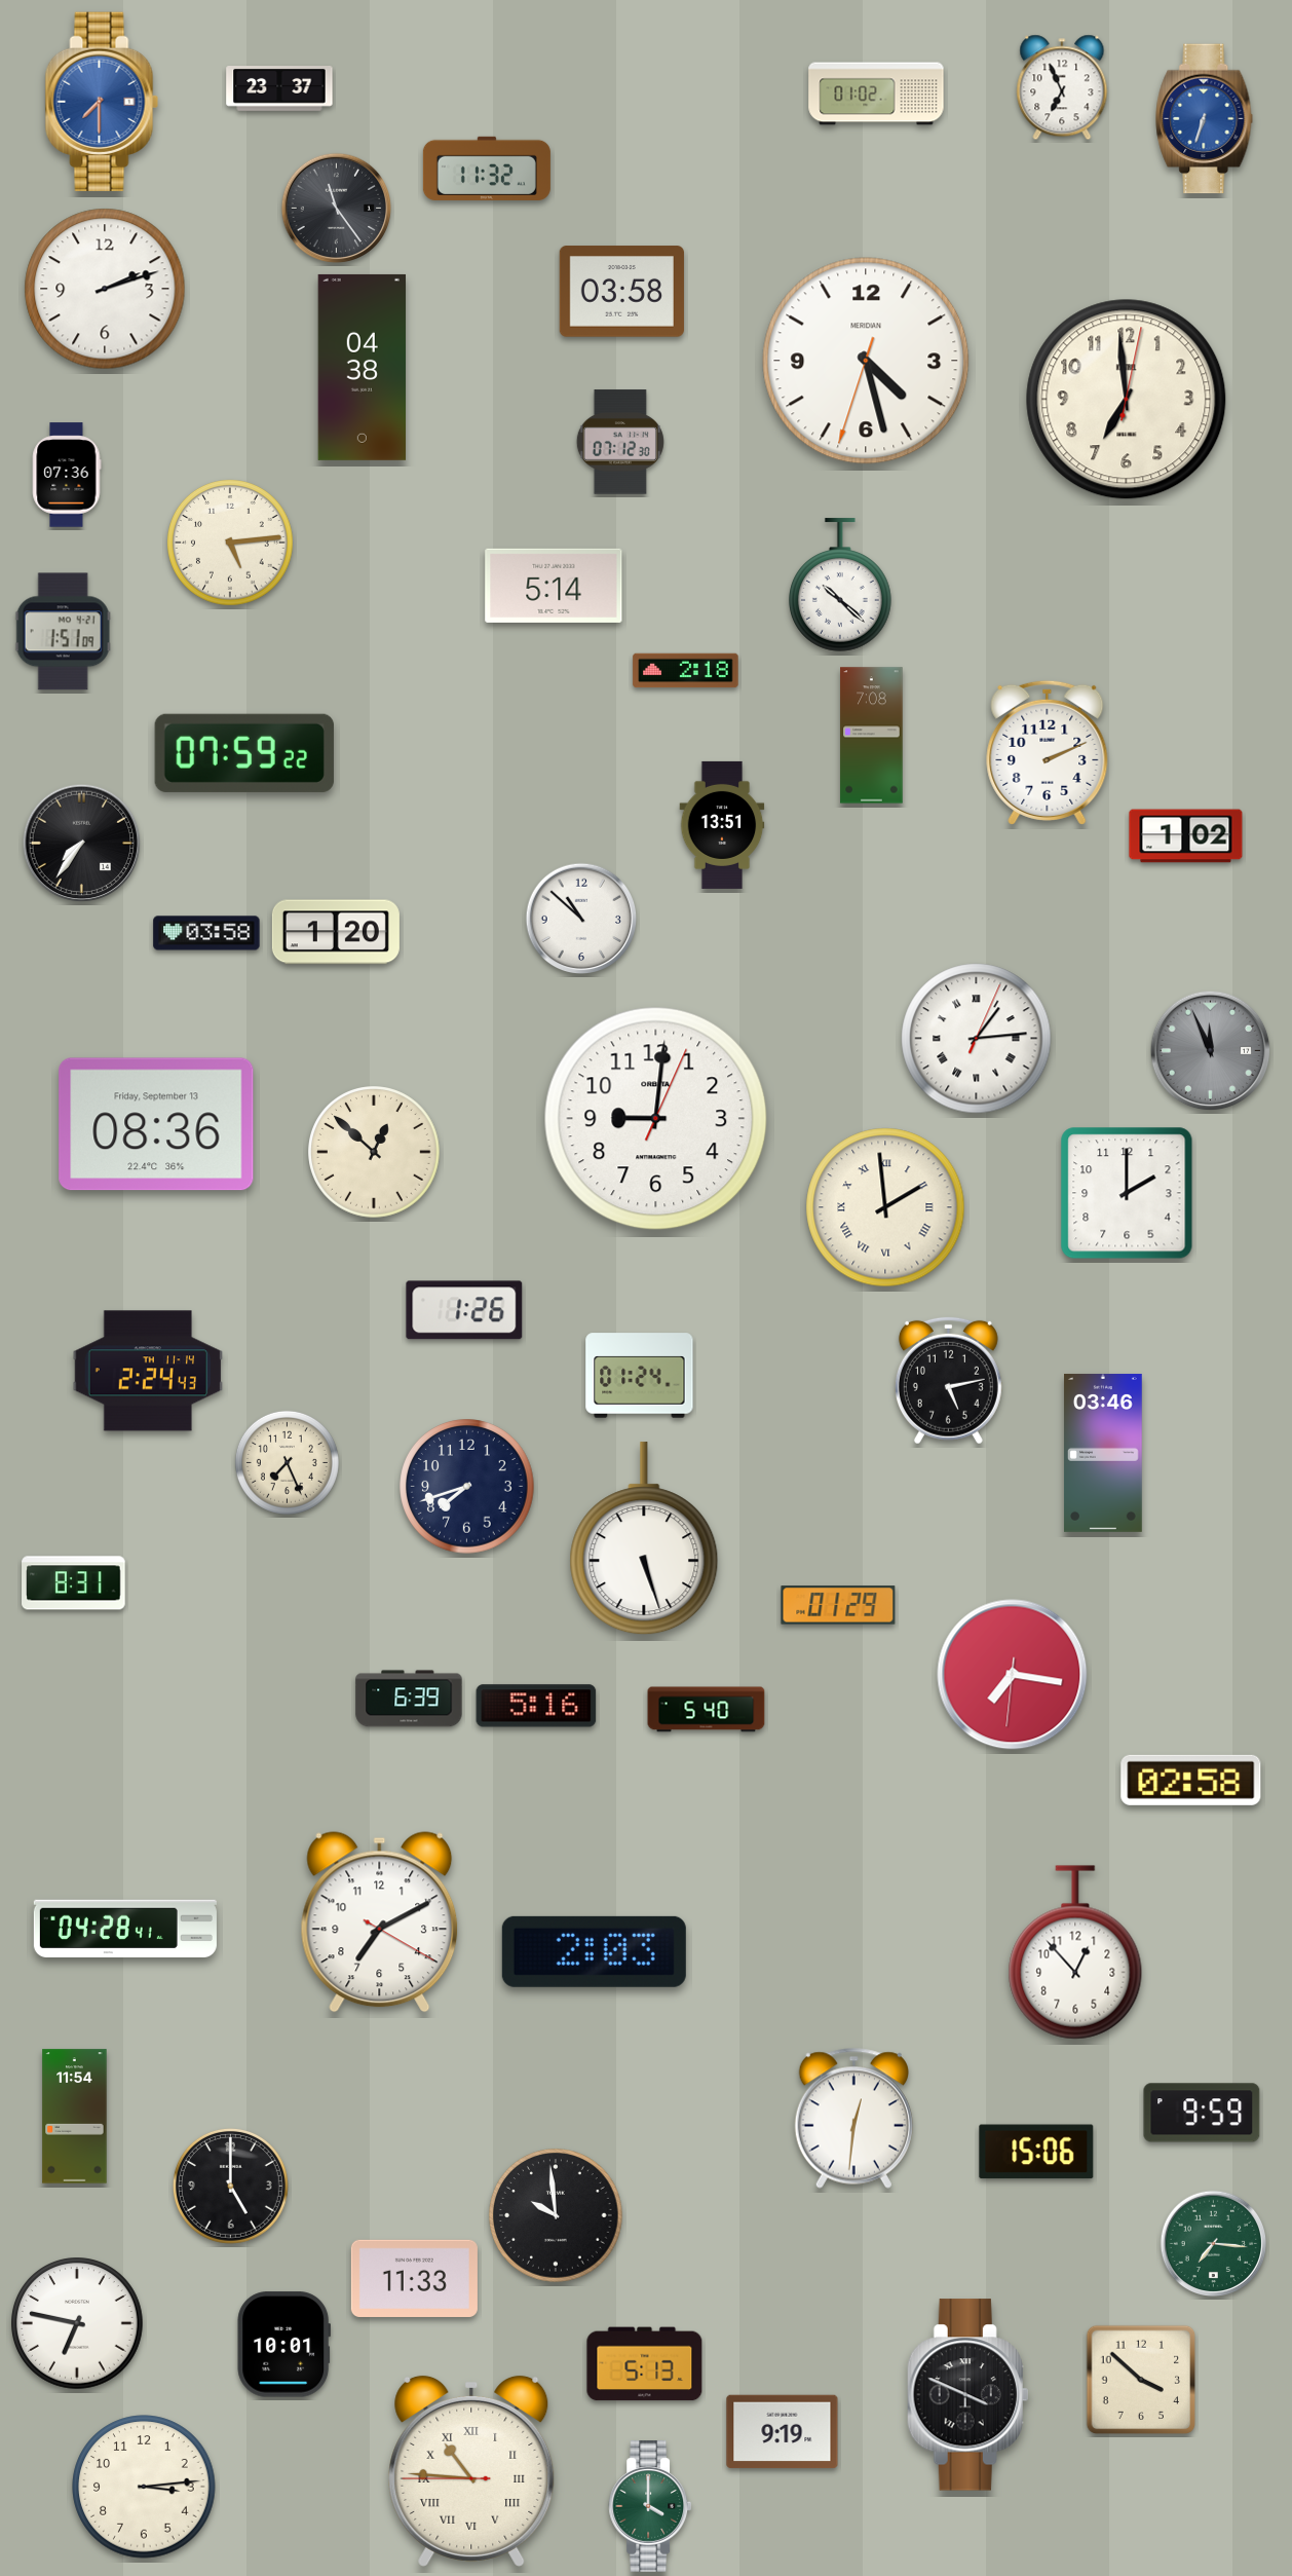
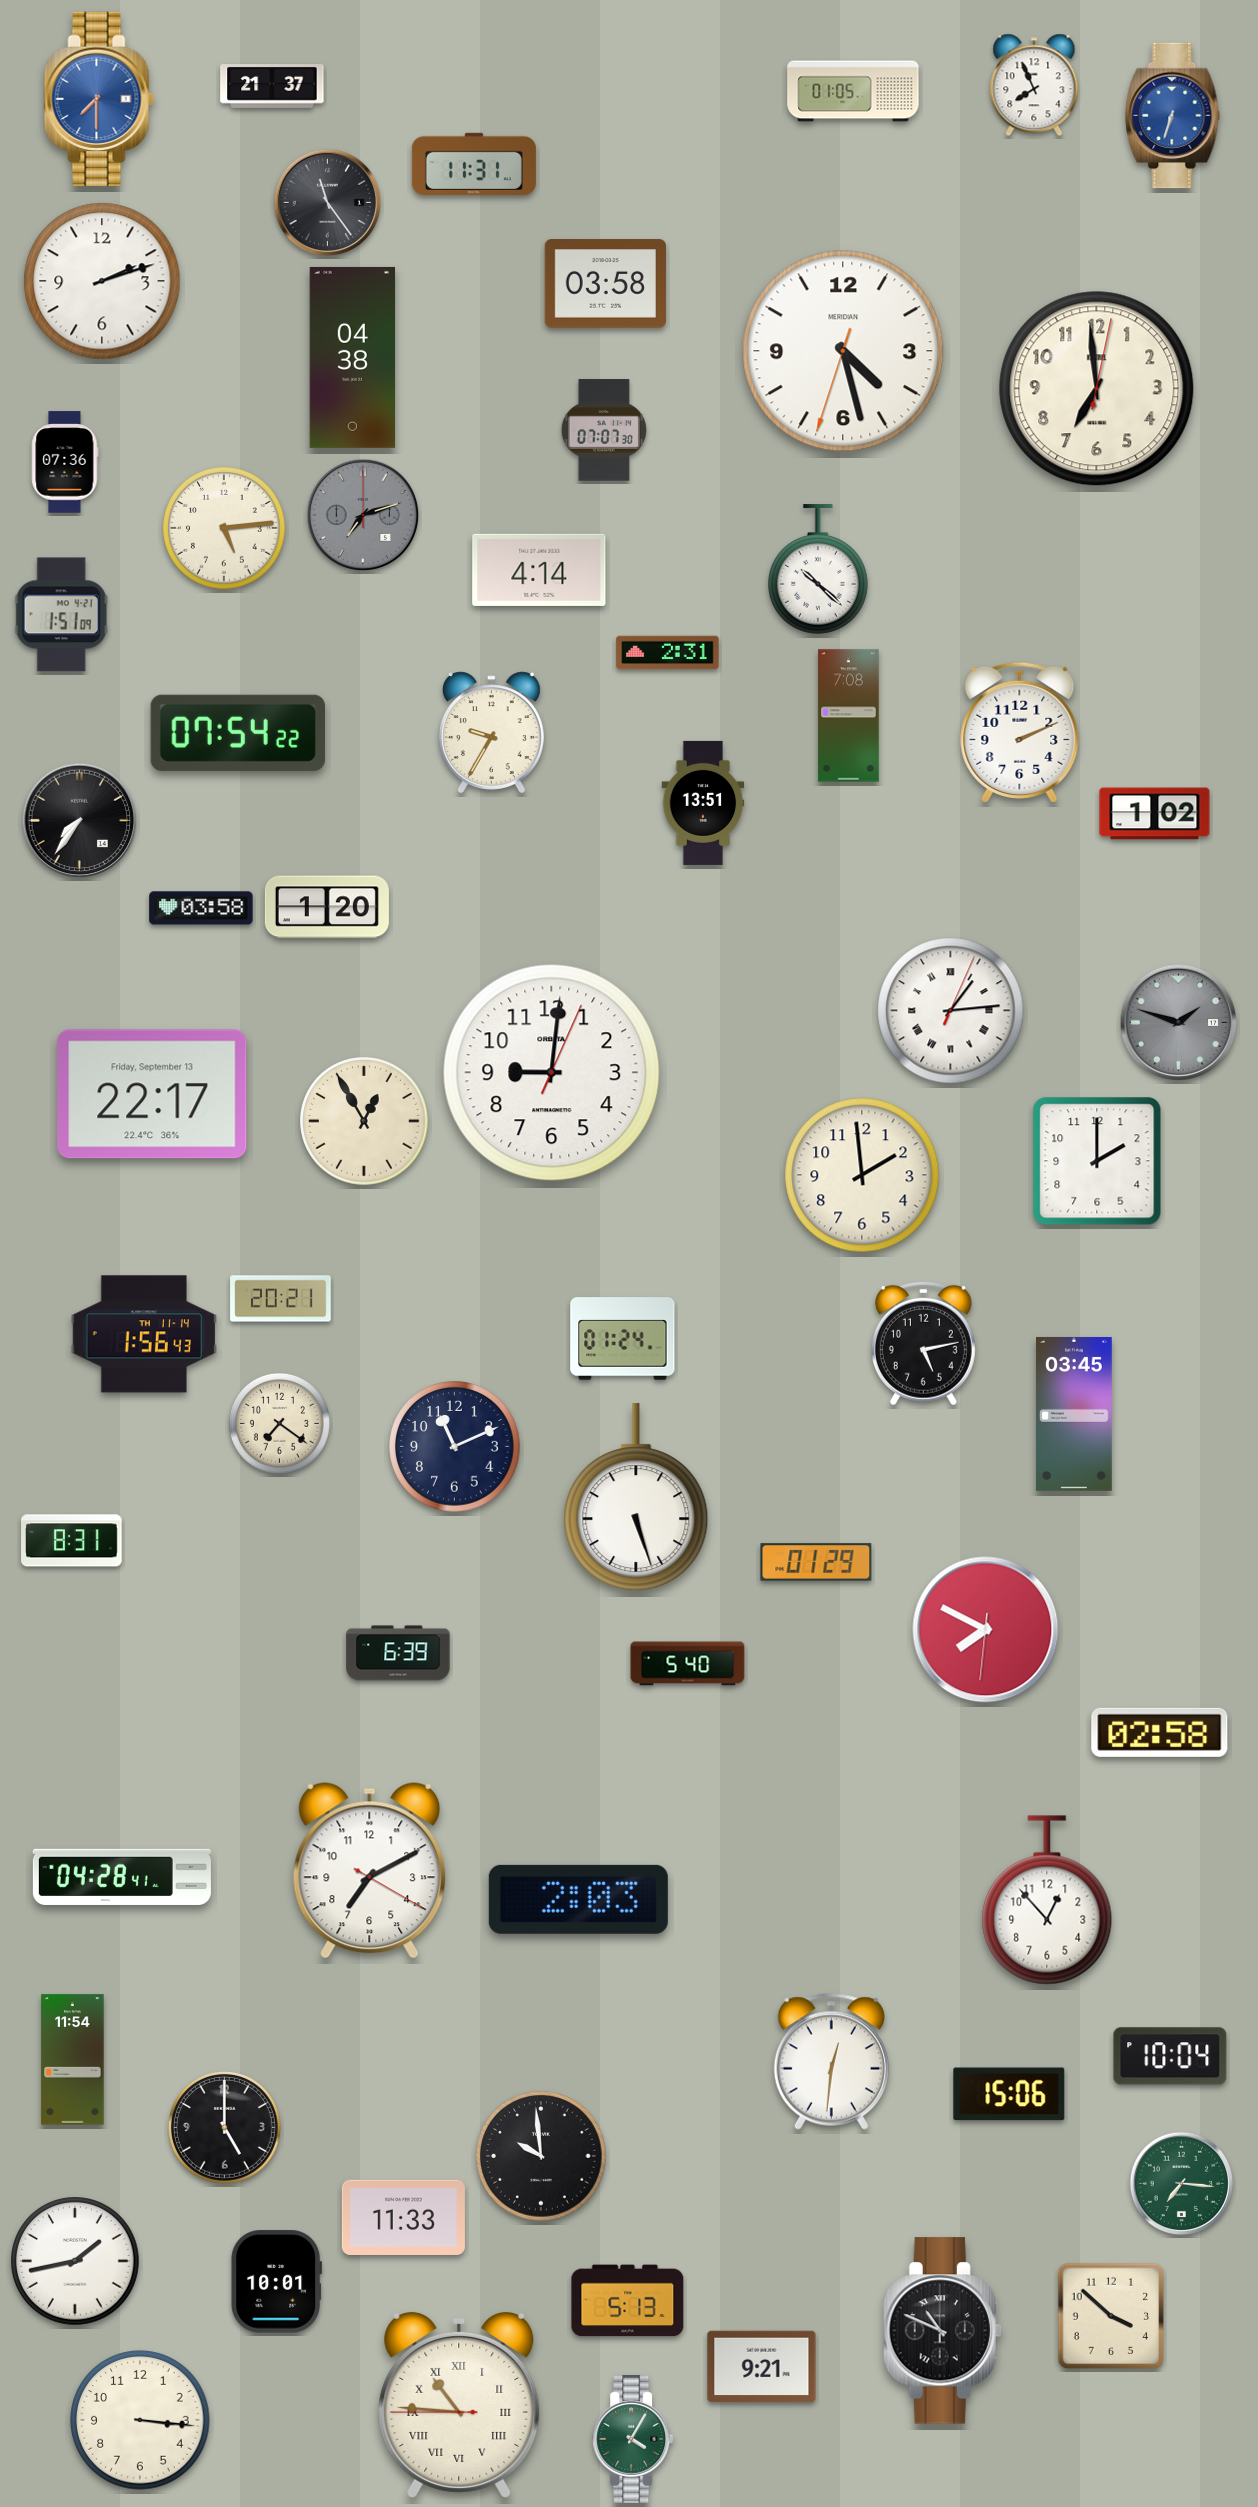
clock at (1062, 87): 6:56 -> 7:56
clock at (279, 89): 23:37 -> 21:37
clock at (876, 94): 01:02 -> 01:05
clock at (487, 169): 11:32 -> 11:31
clock at (620, 442): 07:12 -> 07:07
clock at (363, 515): none -> 7:12
clock at (554, 586): 5:14 -> 4:14
clock at (686, 671): 2:18 -> 2:31
clock at (244, 753): 07:59 -> 07:54
clock at (491, 733): none -> 9:35
clock at (581, 919): 10:52 -> none
clock at (1211, 1051): 11:56 -> 1:48
clock at (656, 1119) position: (656, 1119) -> (552, 1073)
clock at (156, 1124): 08:36 -> 22:17
clock at (374, 1152): 12:52 -> 12:55
clock at (885, 1207) numerals: Roman -> Arabic
clock at (464, 1310): 1:26 -> none
clock at (281, 1299): none -> 20:21
clock at (148, 1371): 2:24 -> 1:56
clock at (1104, 1453): 03:46 -> 03:45
clock at (287, 1462): 7:26 -> 7:21
clock at (467, 1487): 7:42 -> 11:11
clock at (644, 1539) position: (644, 1539) -> (636, 1498)
clock at (1013, 1675): 7:16 -> 7:49
clock at (536, 1706): 5:16 -> none
clock at (1202, 2113): 9:59 -> 10:04
clock at (77, 2323): 6:47 -> 1:43
clock at (968, 2395): 3:49 -> 10:49
clock at (783, 2432): 9:19 -> 9:21
clock at (144, 2487): 3:14 -> 3:16
clock at (650, 2507): 4:00 -> 4:05
